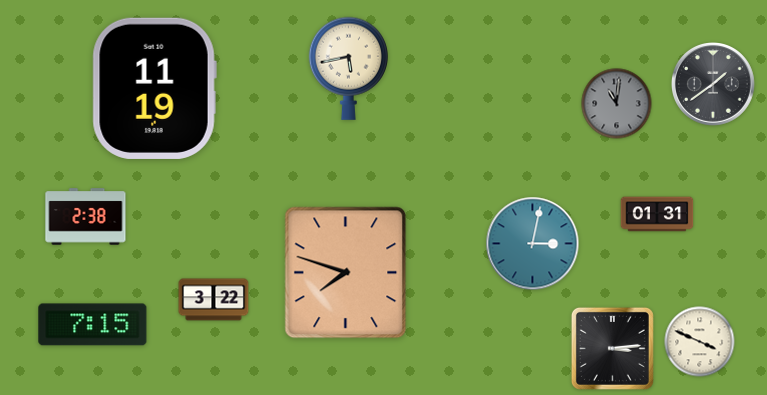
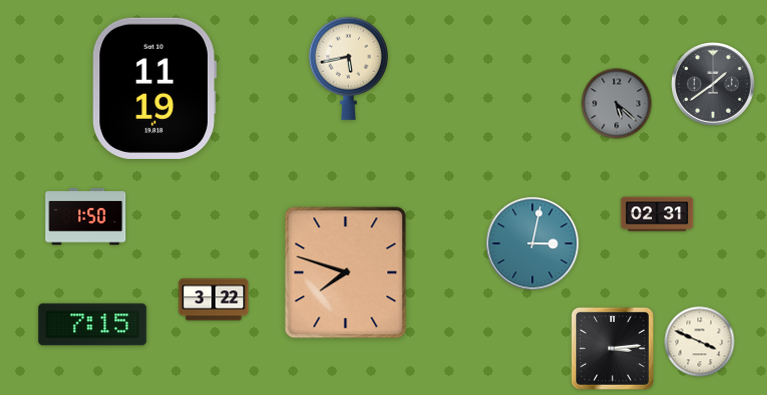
clock at (617, 104): 11:01 -> 5:22
clock at (657, 214): 01:31 -> 02:31
clock at (86, 217): 2:38 -> 1:50
